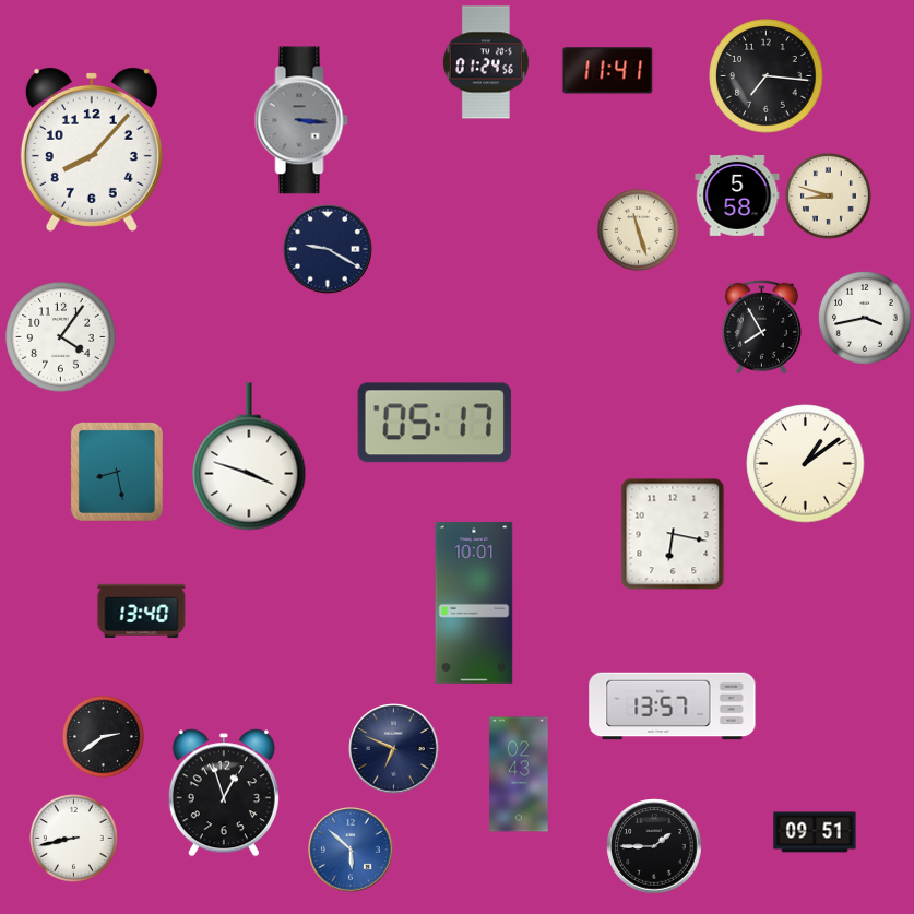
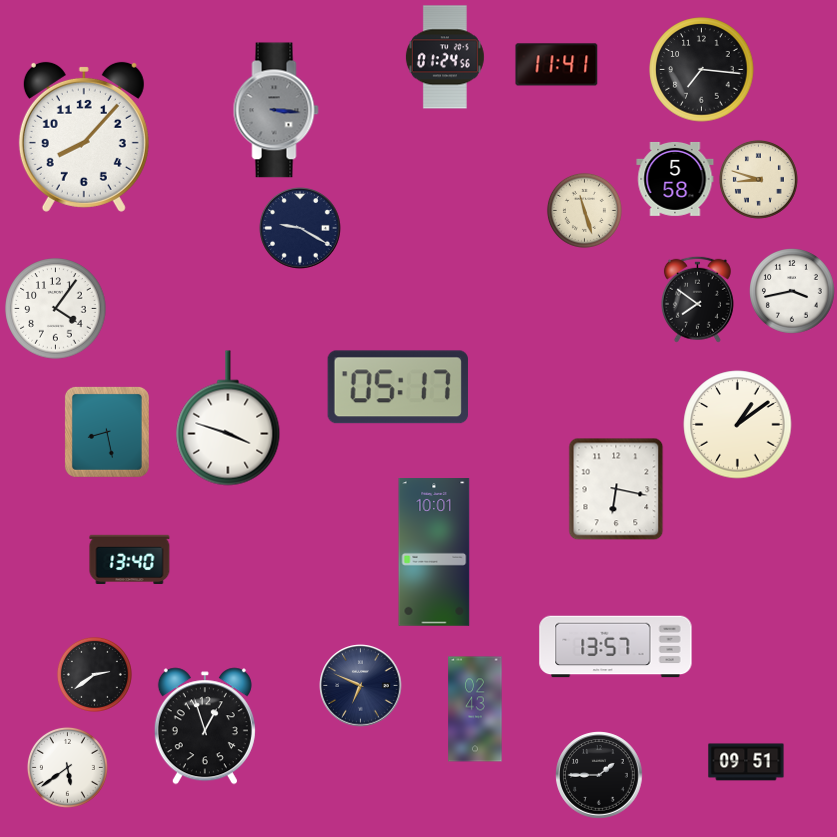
clock at (761, 327): 7:55 -> 7:51
clock at (73, 838): 8:43 -> 5:39
clock at (351, 850): 5:52 -> none
